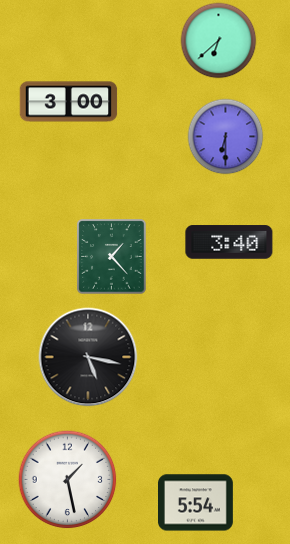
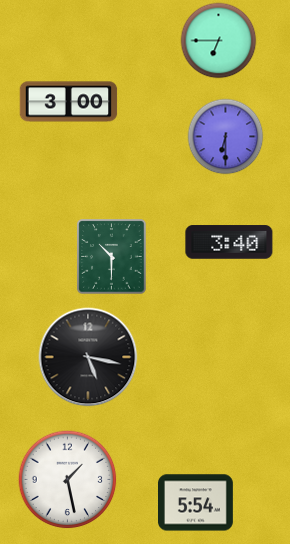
clock at (219, 41): 6:38 -> 6:45
clock at (112, 257): 1:23 -> 10:30
